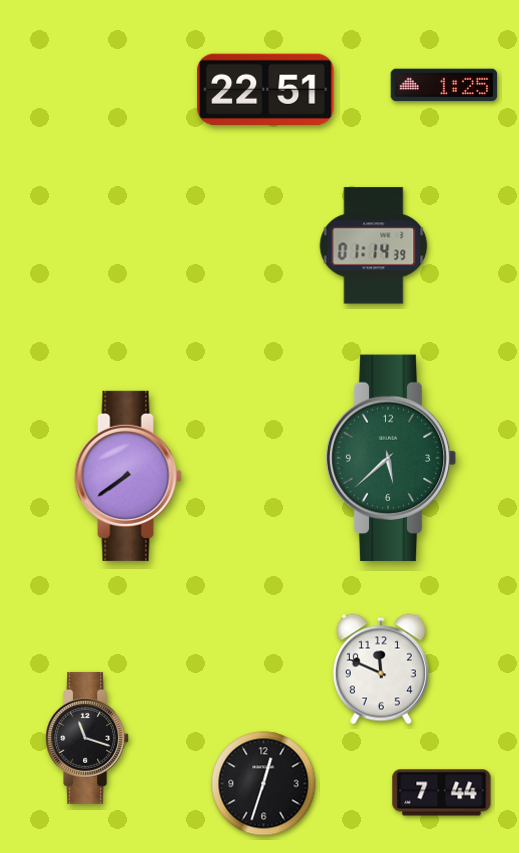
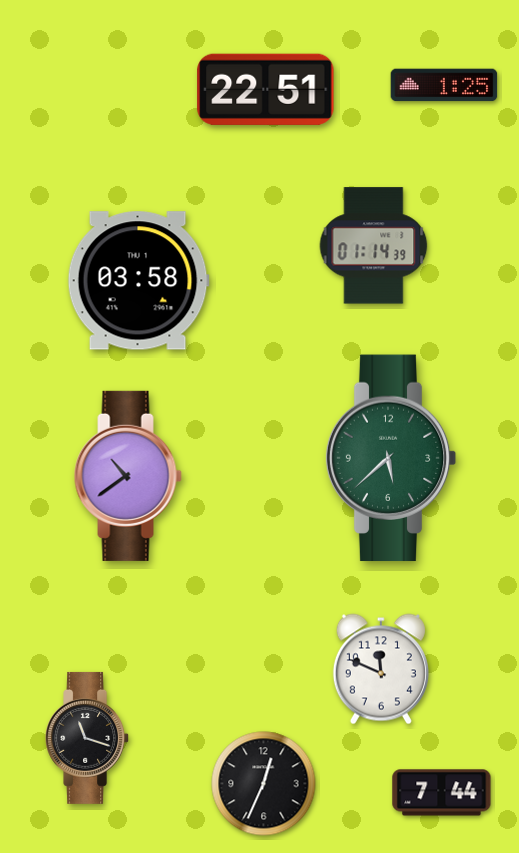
clock at (138, 281): none -> 03:58
clock at (128, 476): 7:39 -> 10:39
clock at (264, 784): 12:33 -> 12:34
